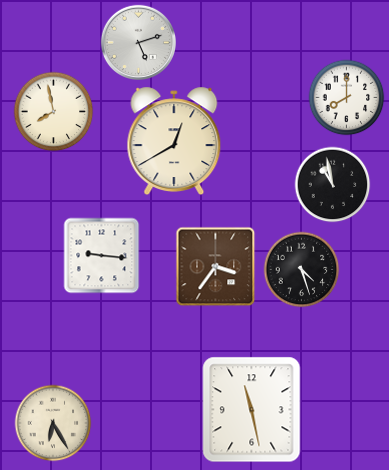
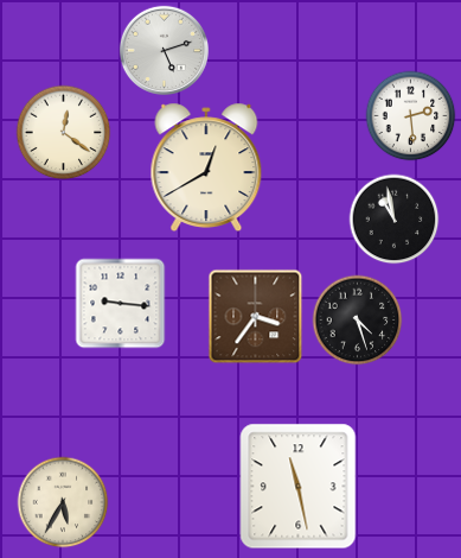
clock at (347, 98): 8:00 -> 2:29
clock at (54, 112): 7:58 -> 12:21
clock at (53, 423): 6:25 -> 5:35
